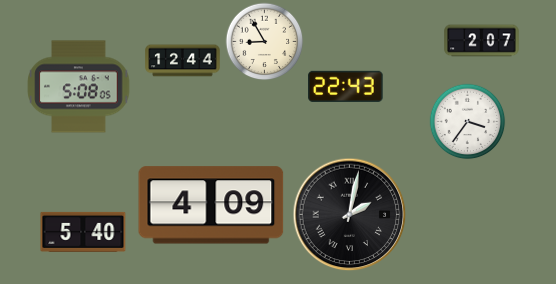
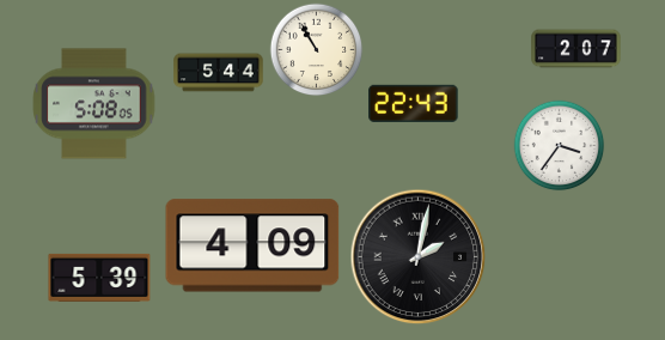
clock at (265, 42): 8:55 -> 10:55
clock at (183, 61): 12:44 -> 5:44
clock at (83, 232): 5:40 -> 5:39
